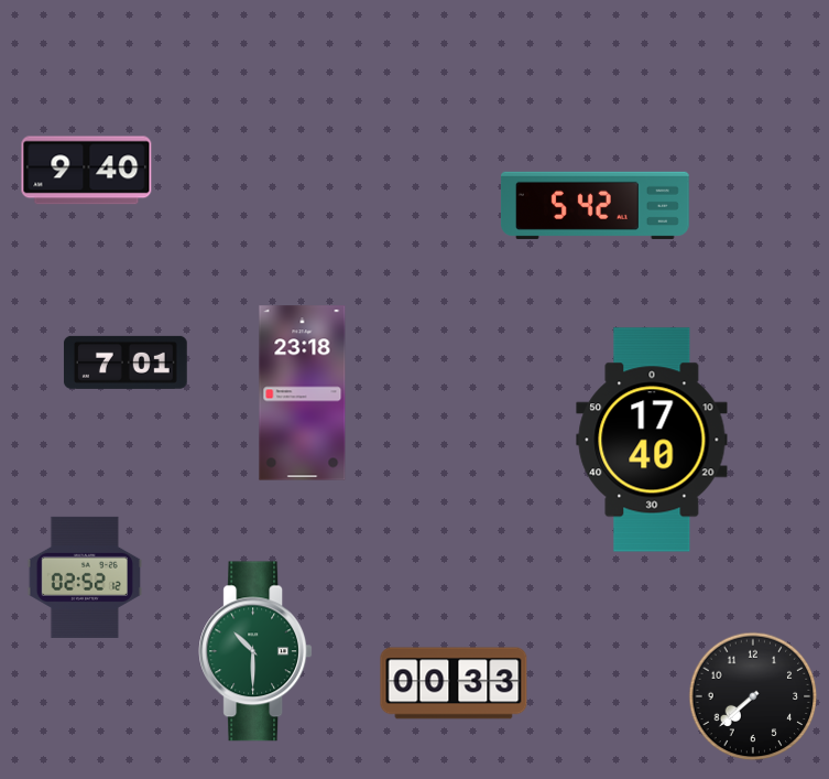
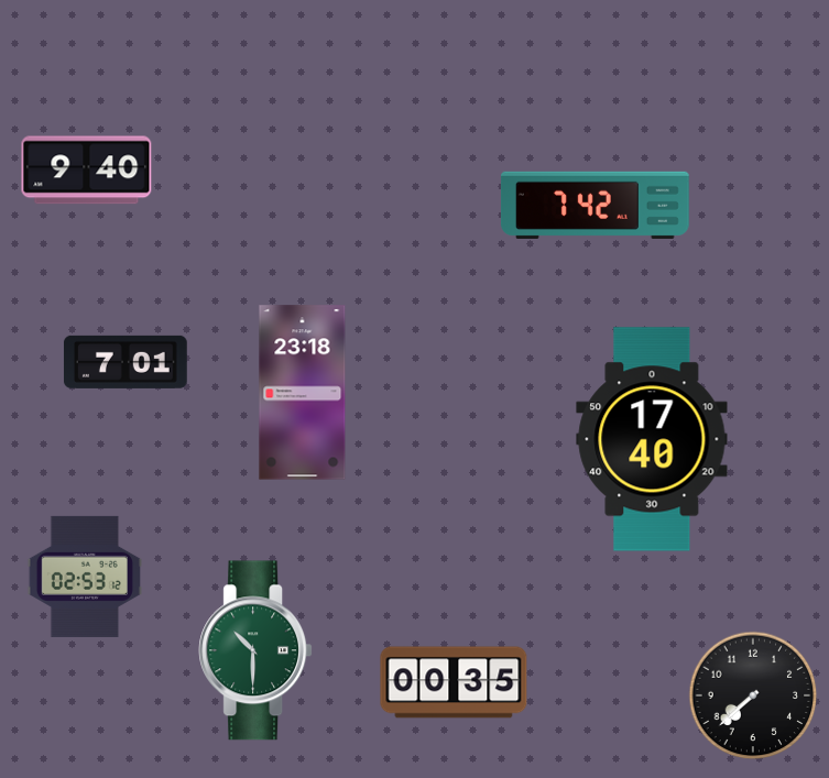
clock at (596, 205): 5:42 -> 7:42
clock at (85, 577): 02:52 -> 02:53
clock at (454, 683): 00:33 -> 00:35
